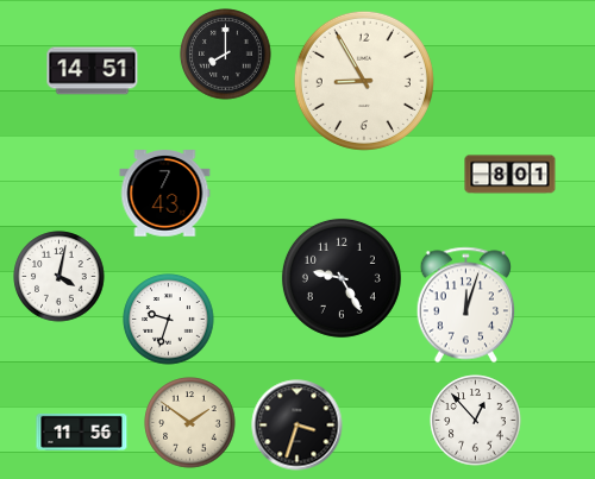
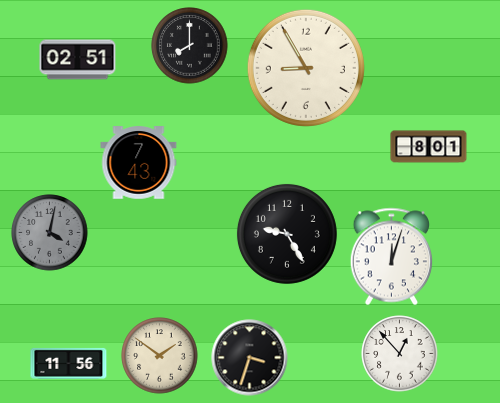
clock at (93, 71): 14:51 -> 02:51
clock at (59, 277) dial: white -> grey
clock at (169, 320): 9:33 -> none
